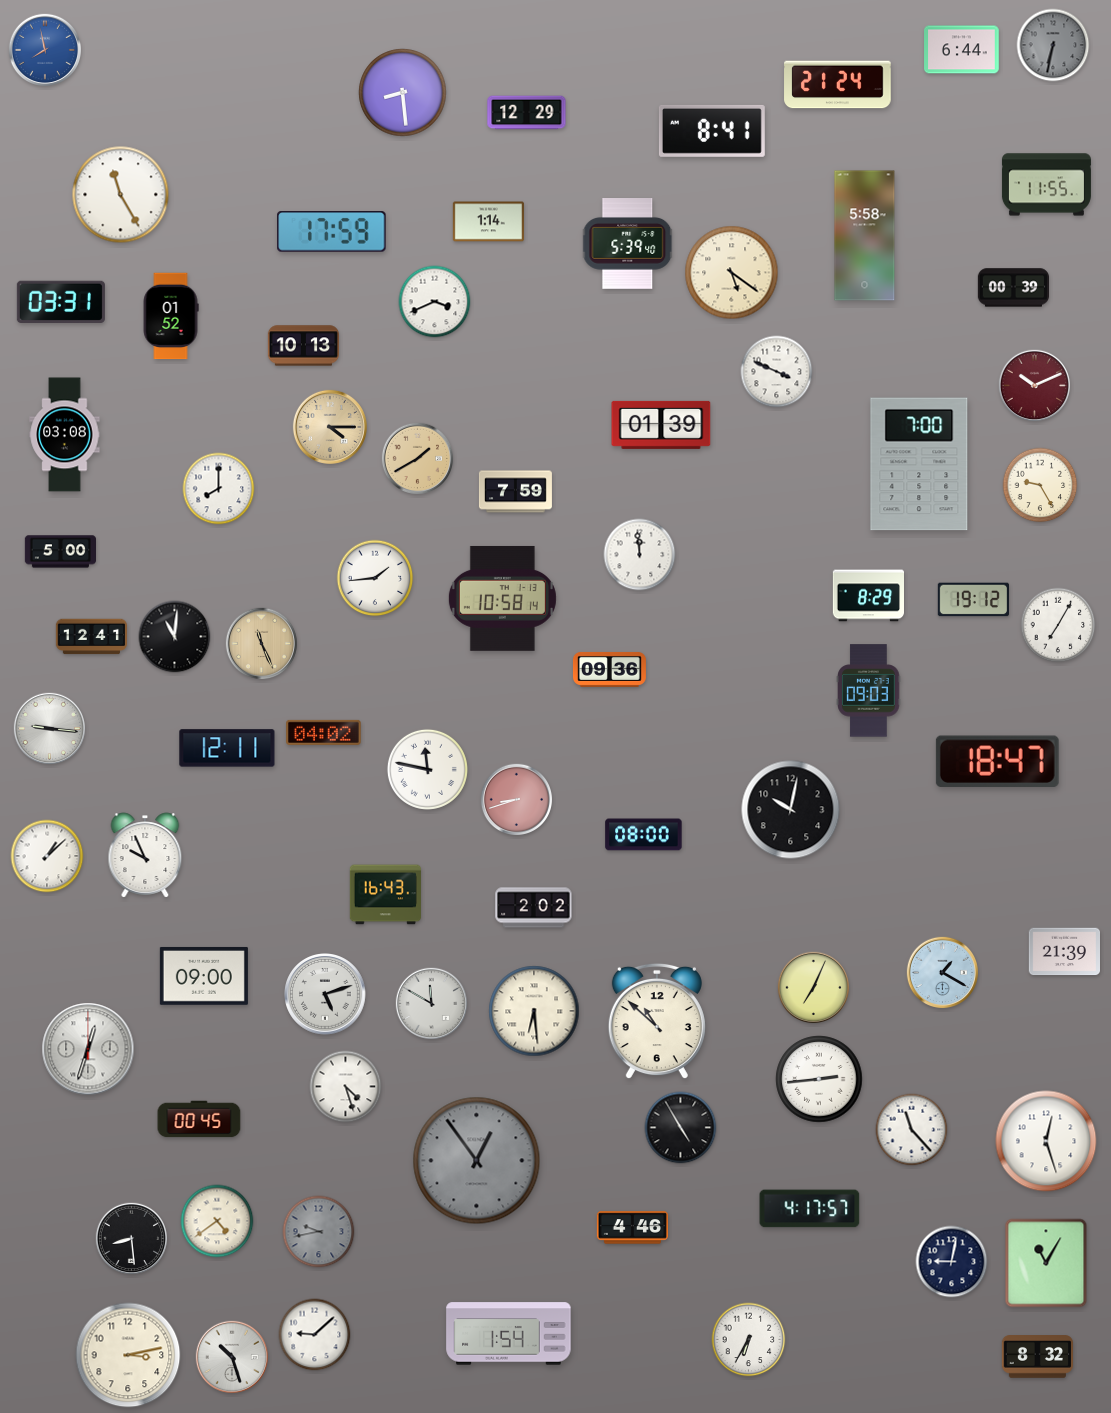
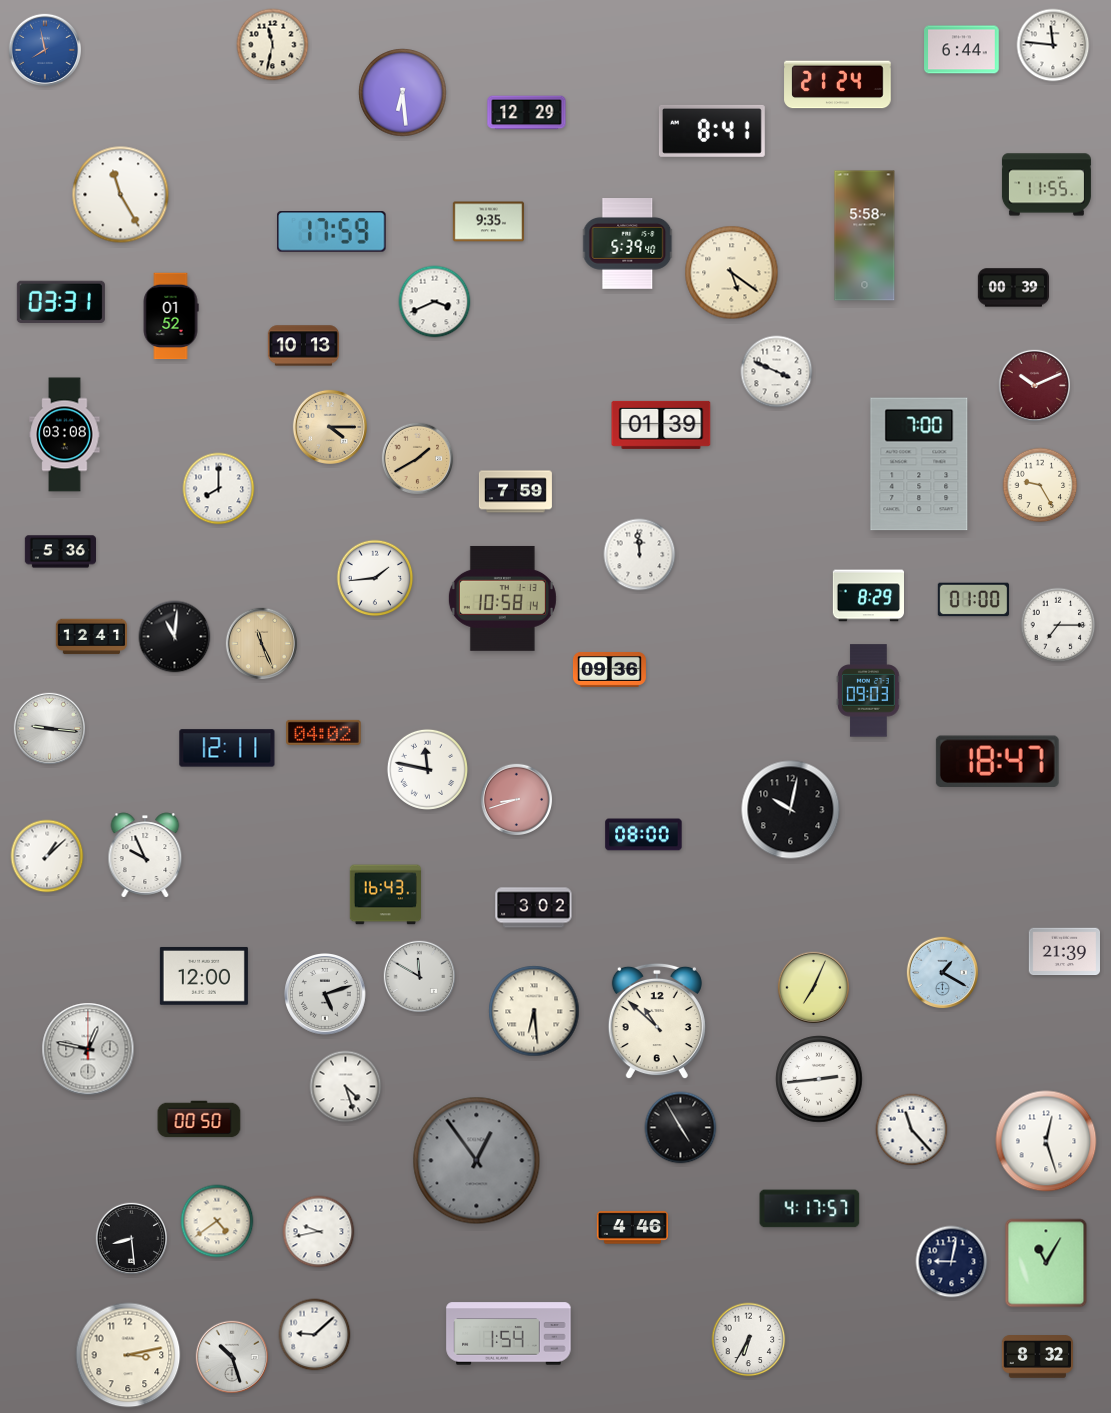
clock at (273, 45): none -> 11:32
clock at (1053, 45): 6:32 -> 11:46
clock at (1053, 45) dial: grey -> white
clock at (403, 93): 8:29 -> 6:29
clock at (488, 222): 1:14 -> 9:35
clock at (60, 552): 5:00 -> 5:36
clock at (973, 600): 19:12 -> 01:00
clock at (1058, 625): 7:05 -> 7:15
clock at (534, 908): 2:02 -> 3:02
clock at (204, 976): 09:00 -> 12:00
clock at (432, 1004) position: (432, 1004) -> (420, 977)
clock at (88, 1049): 12:33 -> 12:47
clock at (199, 1119): 00:45 -> 00:50
clock at (319, 1232) dial: grey -> white
